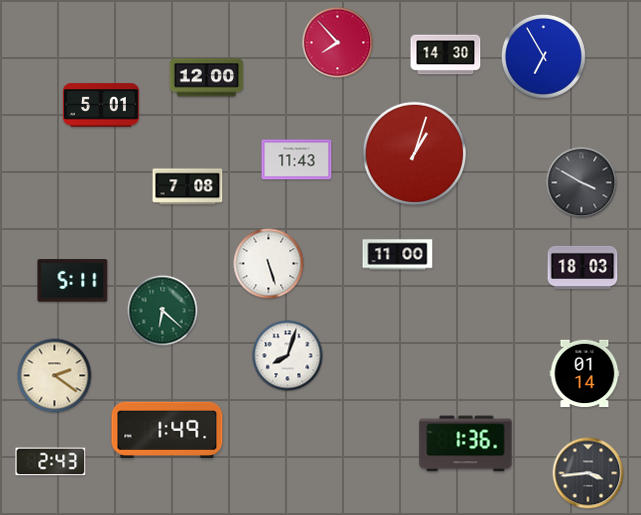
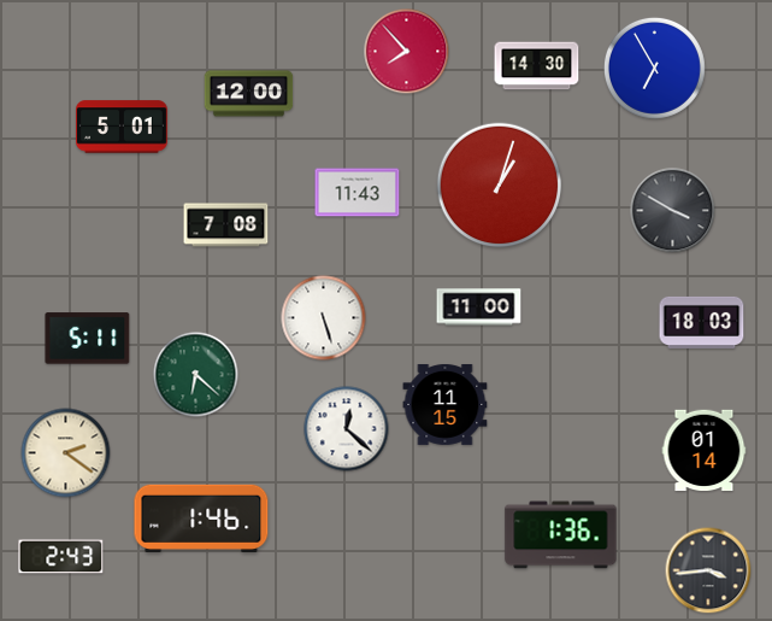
clock at (582, 183) position: (582, 183) -> (673, 211)
clock at (446, 404): none -> 11:15
clock at (288, 356): 8:03 -> 12:22
clock at (167, 430): 1:49 -> 1:46
